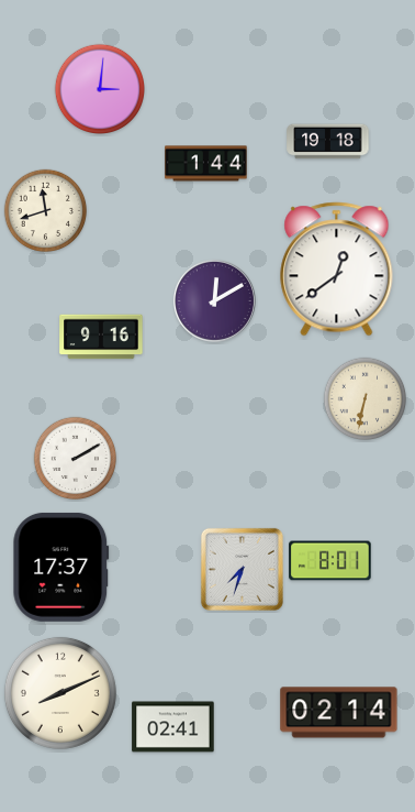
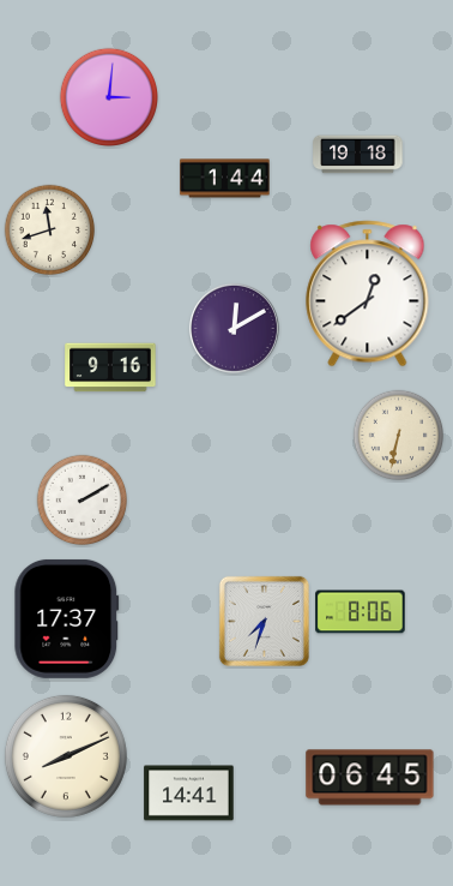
clock at (330, 561): 8:01 -> 8:06
clock at (339, 713): 02:14 -> 06:45
clock at (173, 727): 02:41 -> 14:41
